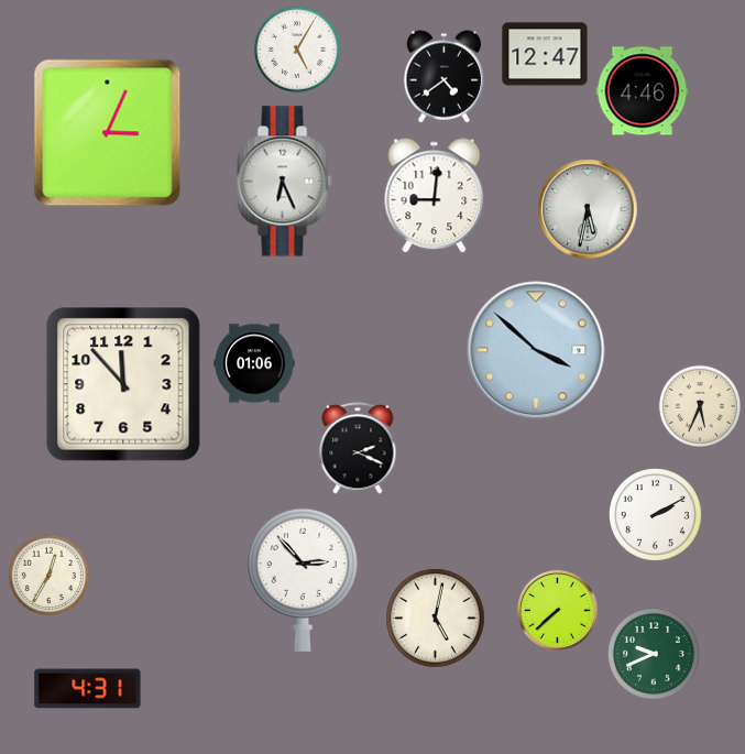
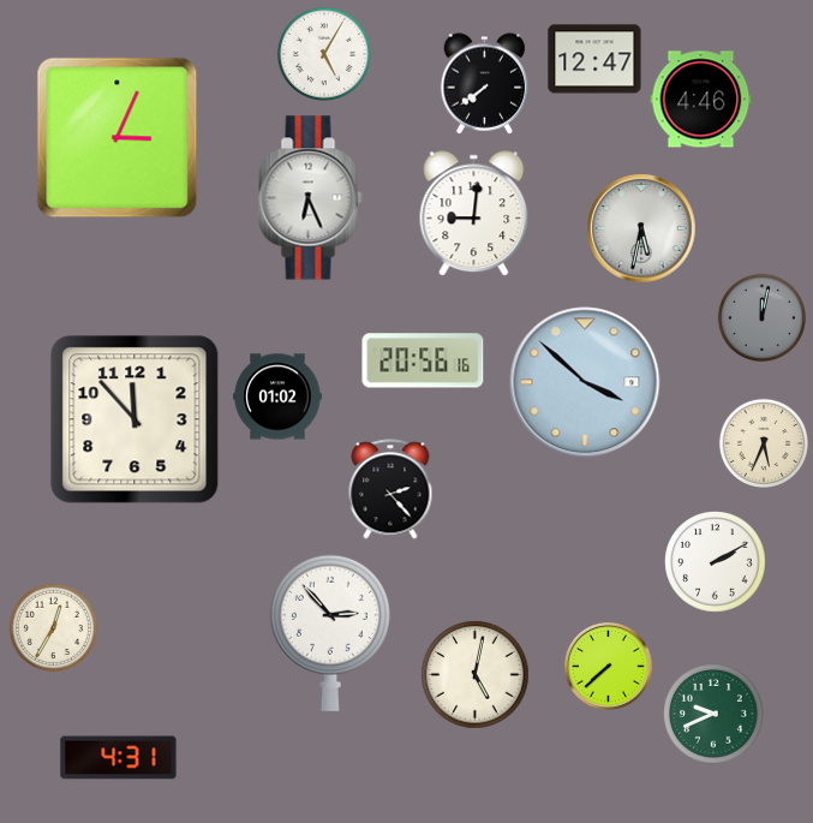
clock at (445, 77): 4:39 -> 7:39
clock at (108, 133) position: (108, 133) -> (118, 138)
clock at (763, 318): none -> 12:02
clock at (423, 360): none -> 20:56
clock at (254, 363): 01:06 -> 01:02
clock at (358, 448): 2:19 -> 2:23
clock at (88, 689) position: (88, 689) -> (119, 758)
